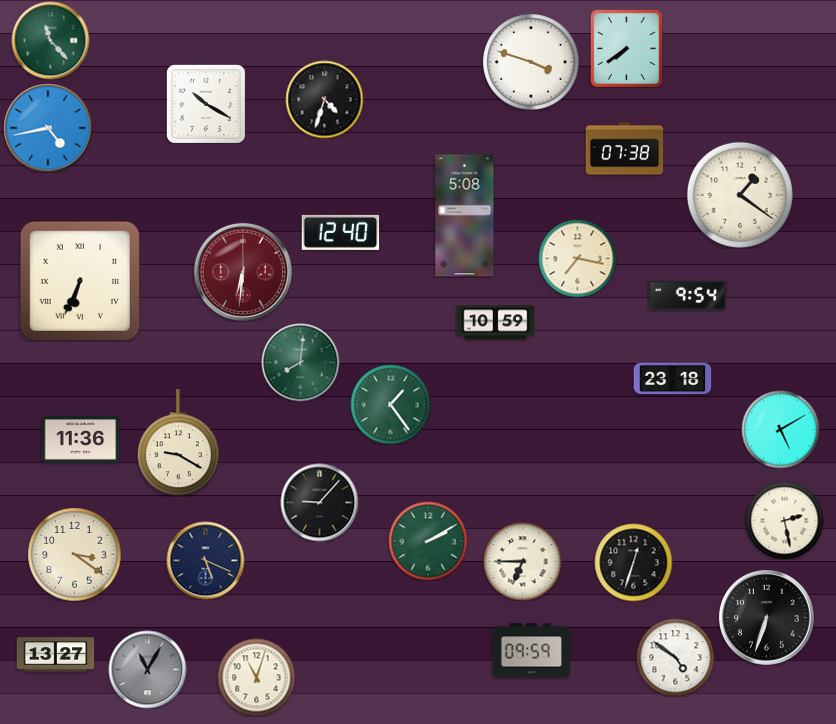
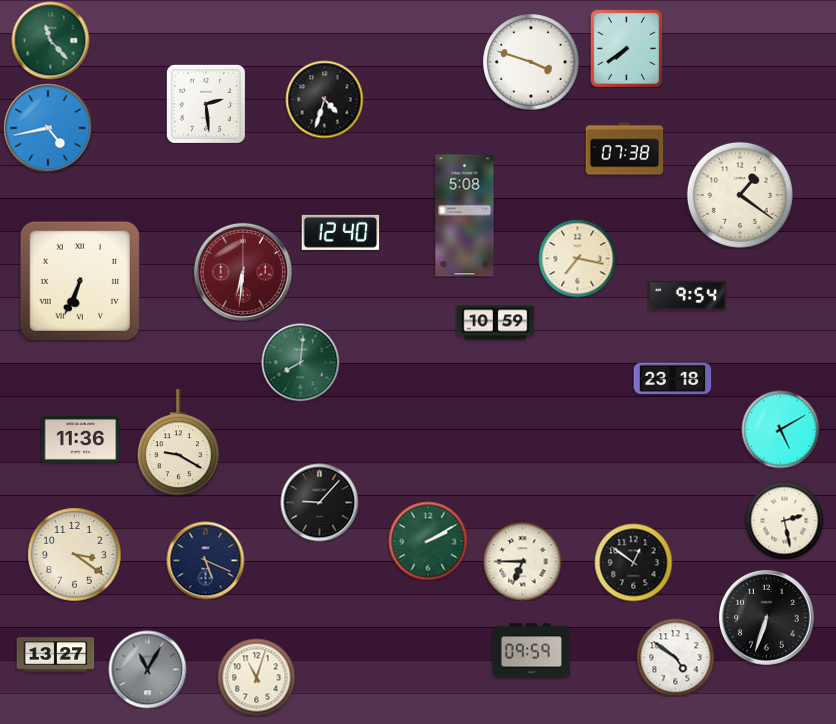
clock at (206, 104): 10:20 -> 2:29
clock at (390, 404): 1:24 -> none
clock at (633, 562): 12:33 -> 12:51
